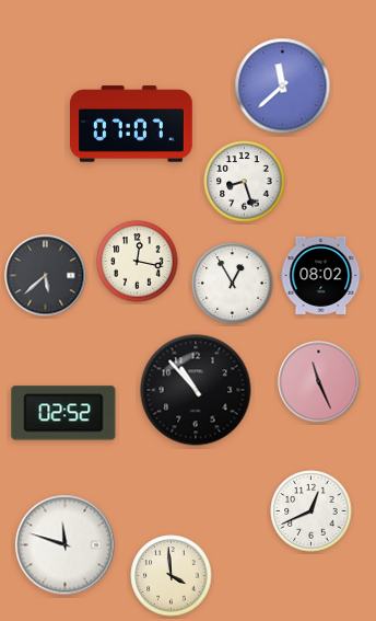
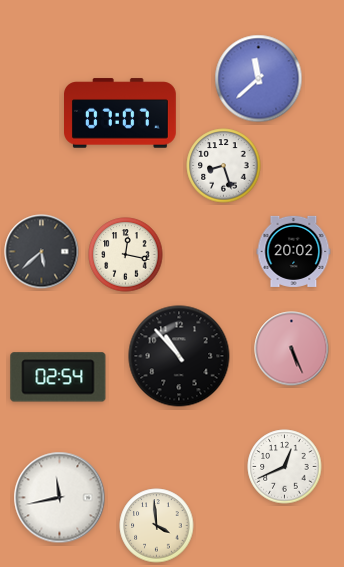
clock at (138, 262) position: (138, 262) -> (126, 255)
clock at (321, 275): 08:02 -> 20:02
clock at (233, 284): 12:55 -> none
clock at (319, 382): 11:26 -> 5:26
clock at (63, 413): 02:52 -> 02:54
clock at (66, 545): 11:48 -> 11:43
